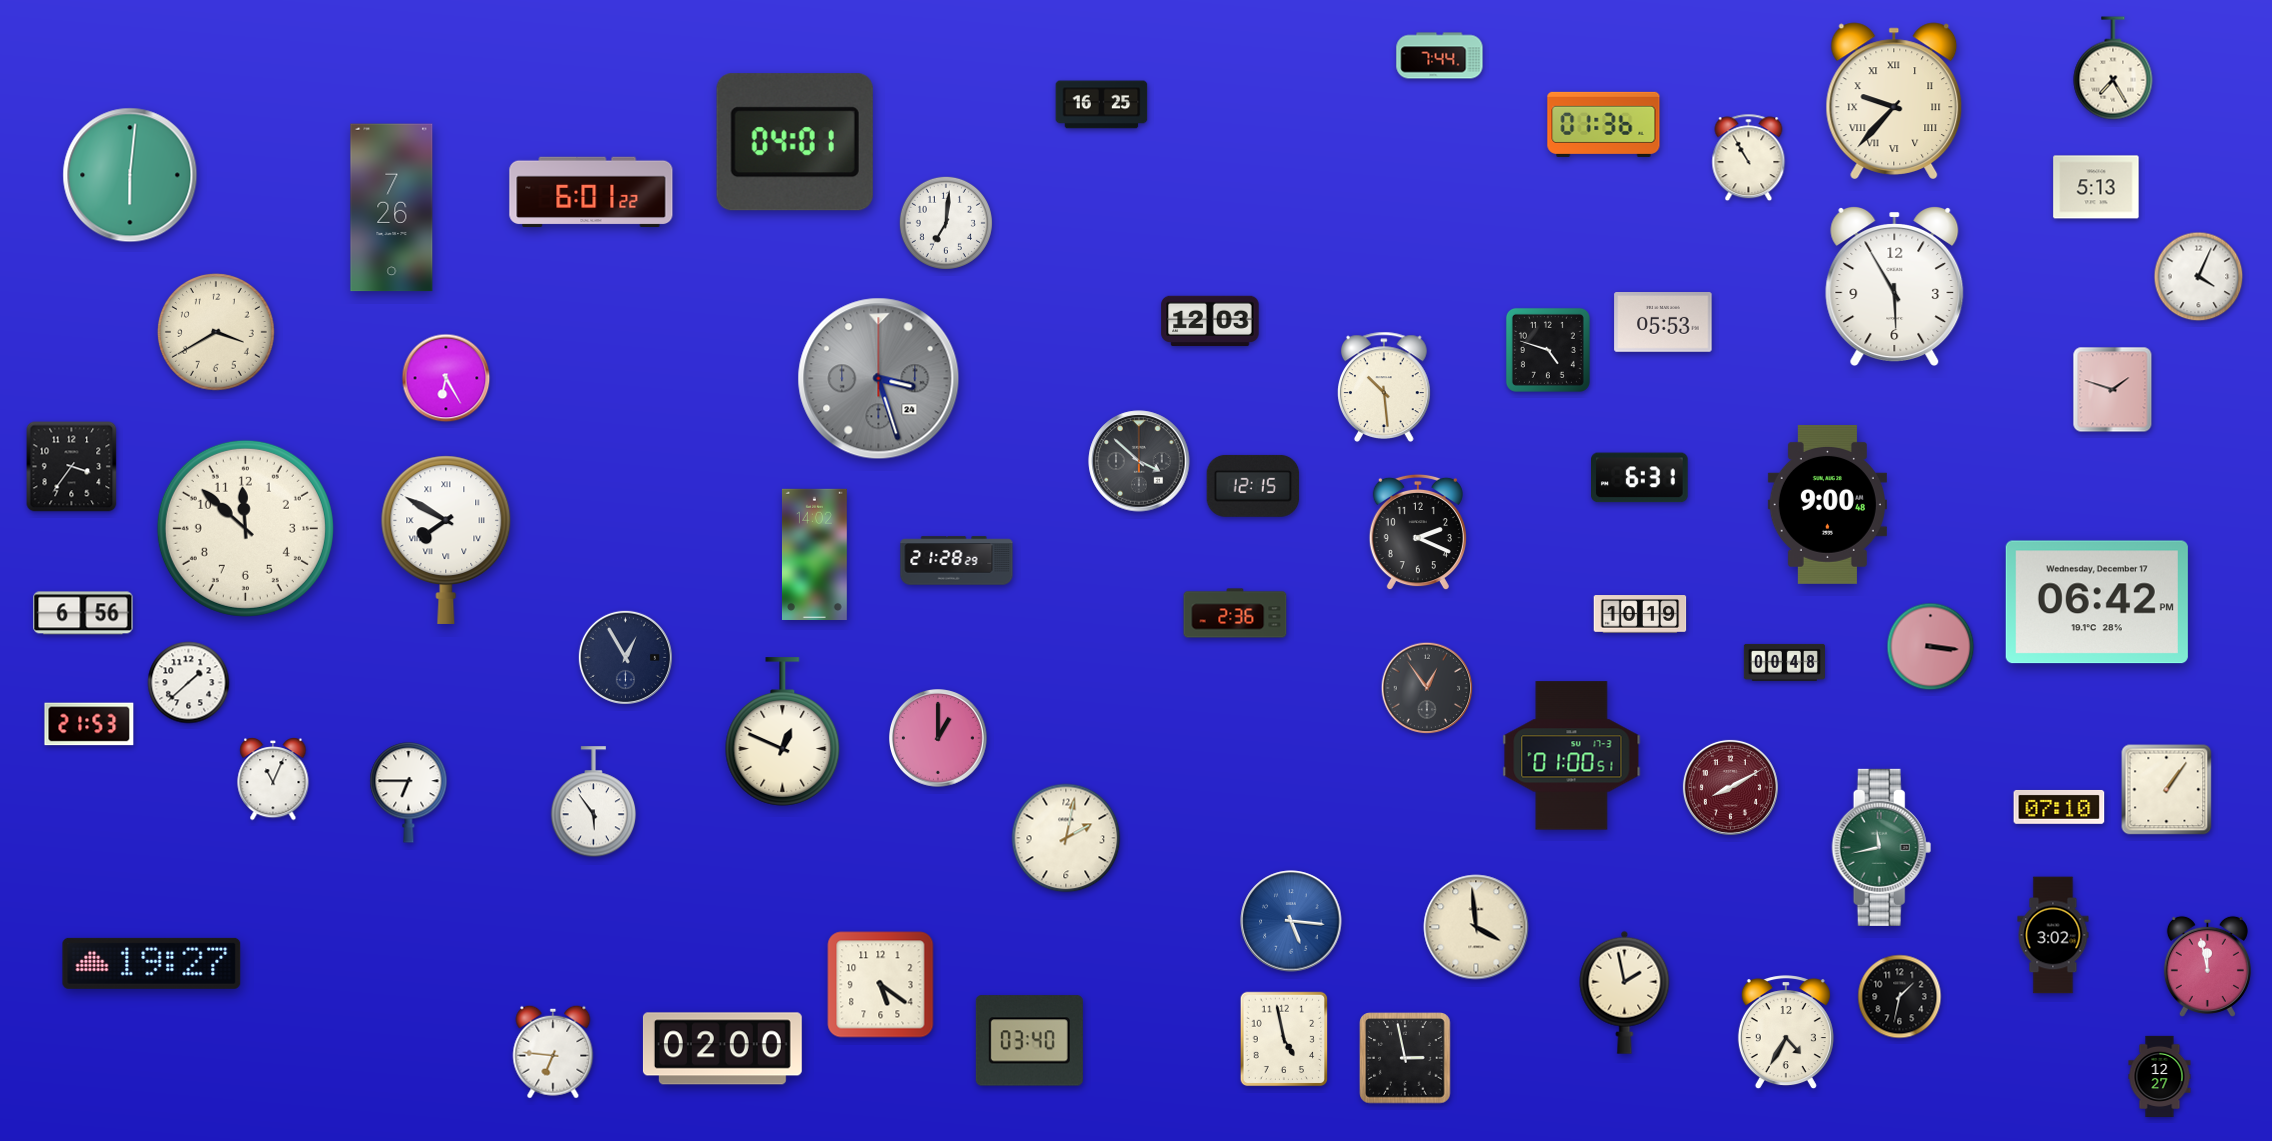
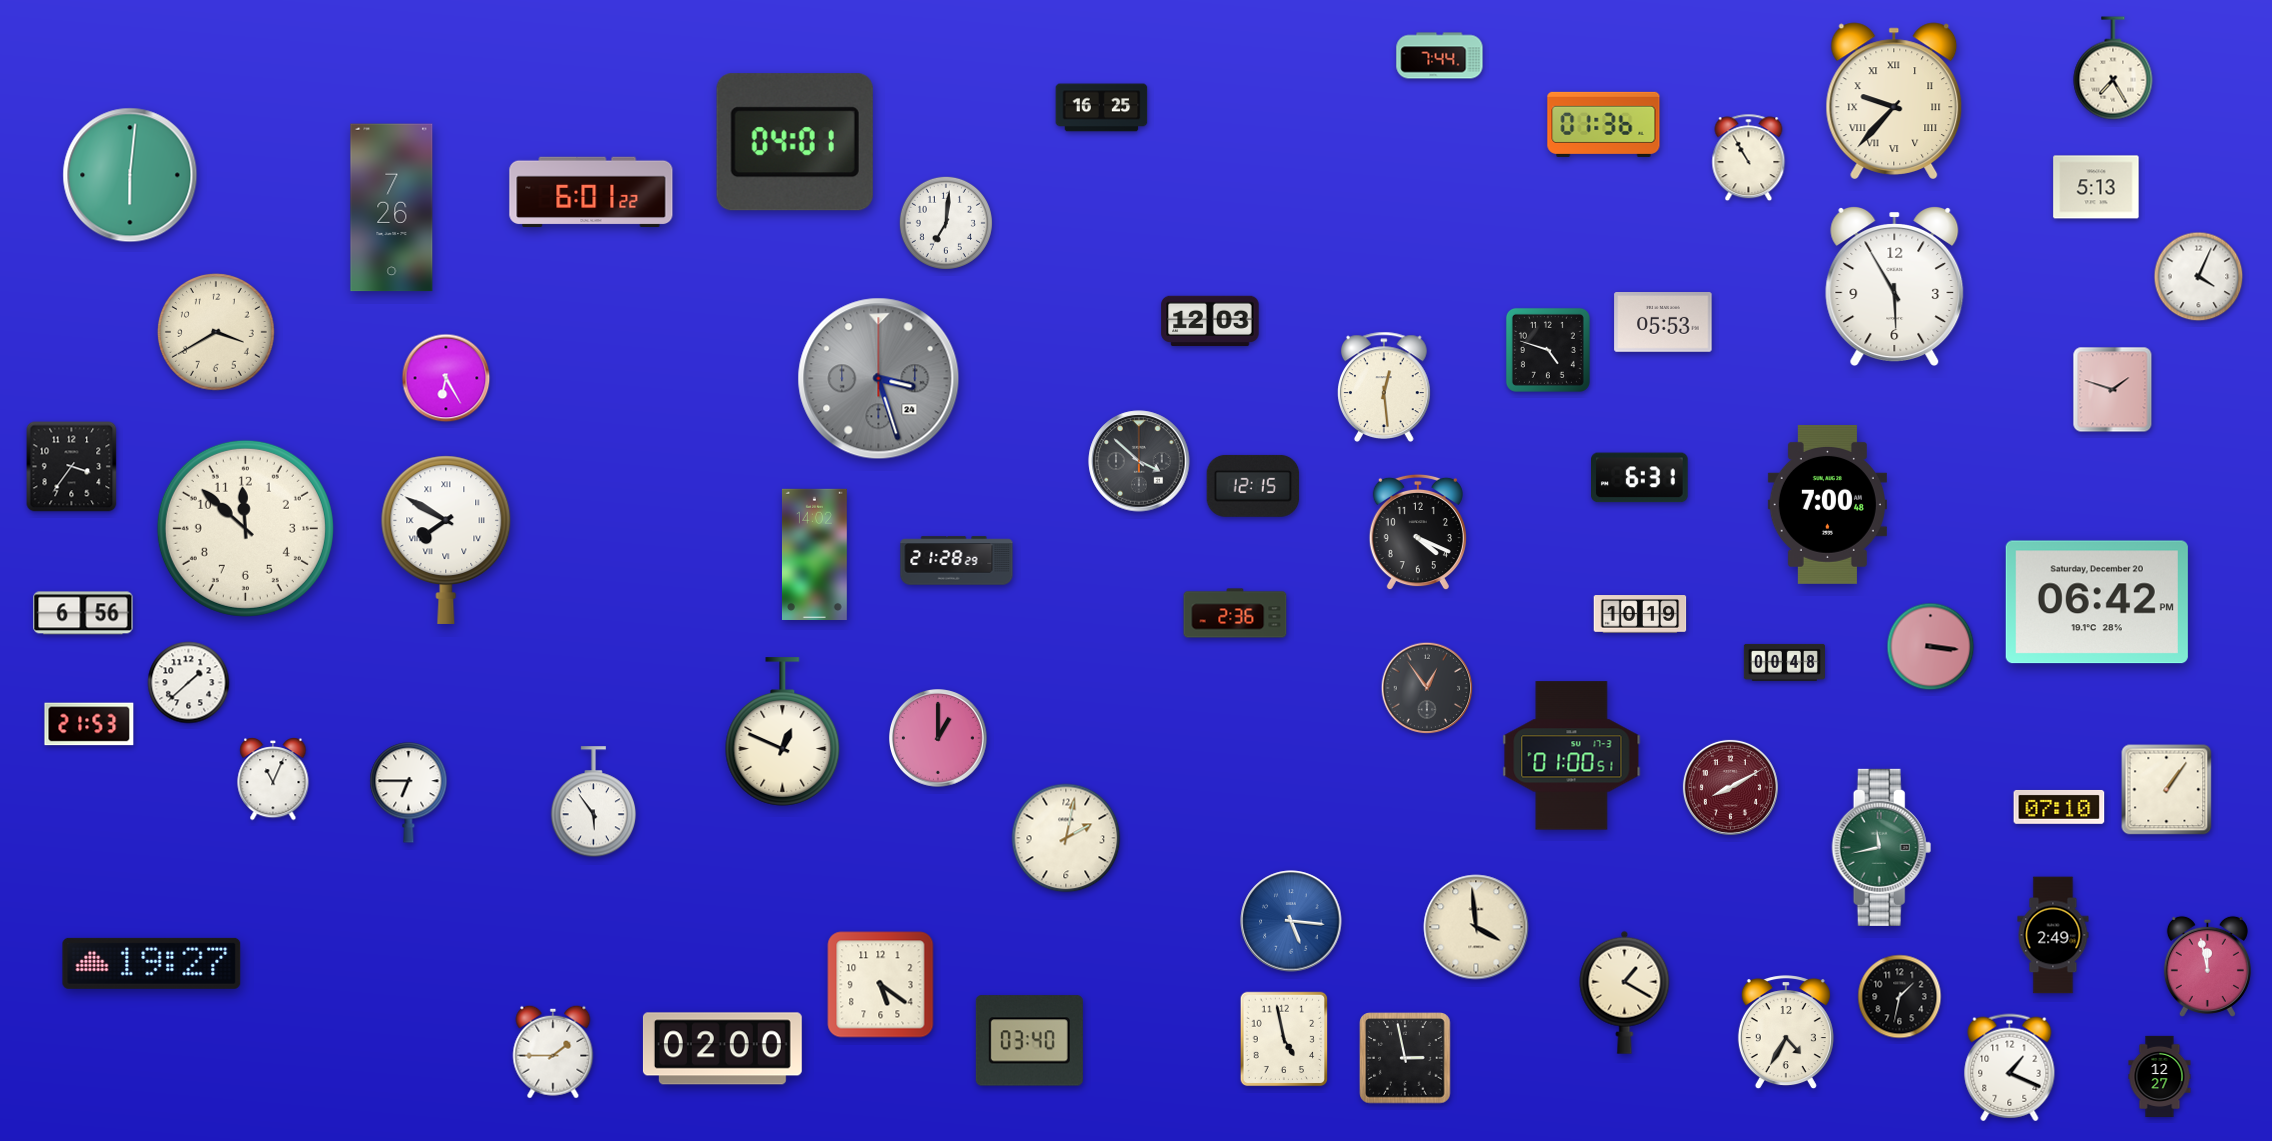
clock at (1102, 105) position: (1102, 105) -> (1102, 108)
clock at (1385, 387): 10:29 -> 12:29
clock at (1827, 504): 9:00 -> 7:00
clock at (1418, 532): 2:19 -> 4:19
clock at (2097, 602) date: Wednesday, December 17 -> Saturday, December 20
clock at (625, 657): 12:55 -> none
clock at (2053, 935): 3:02 -> 2:49
clock at (1625, 992): 1:58 -> 1:20
clock at (553, 1052): 6:46 -> 1:45
clock at (2010, 1068): none -> 1:19
